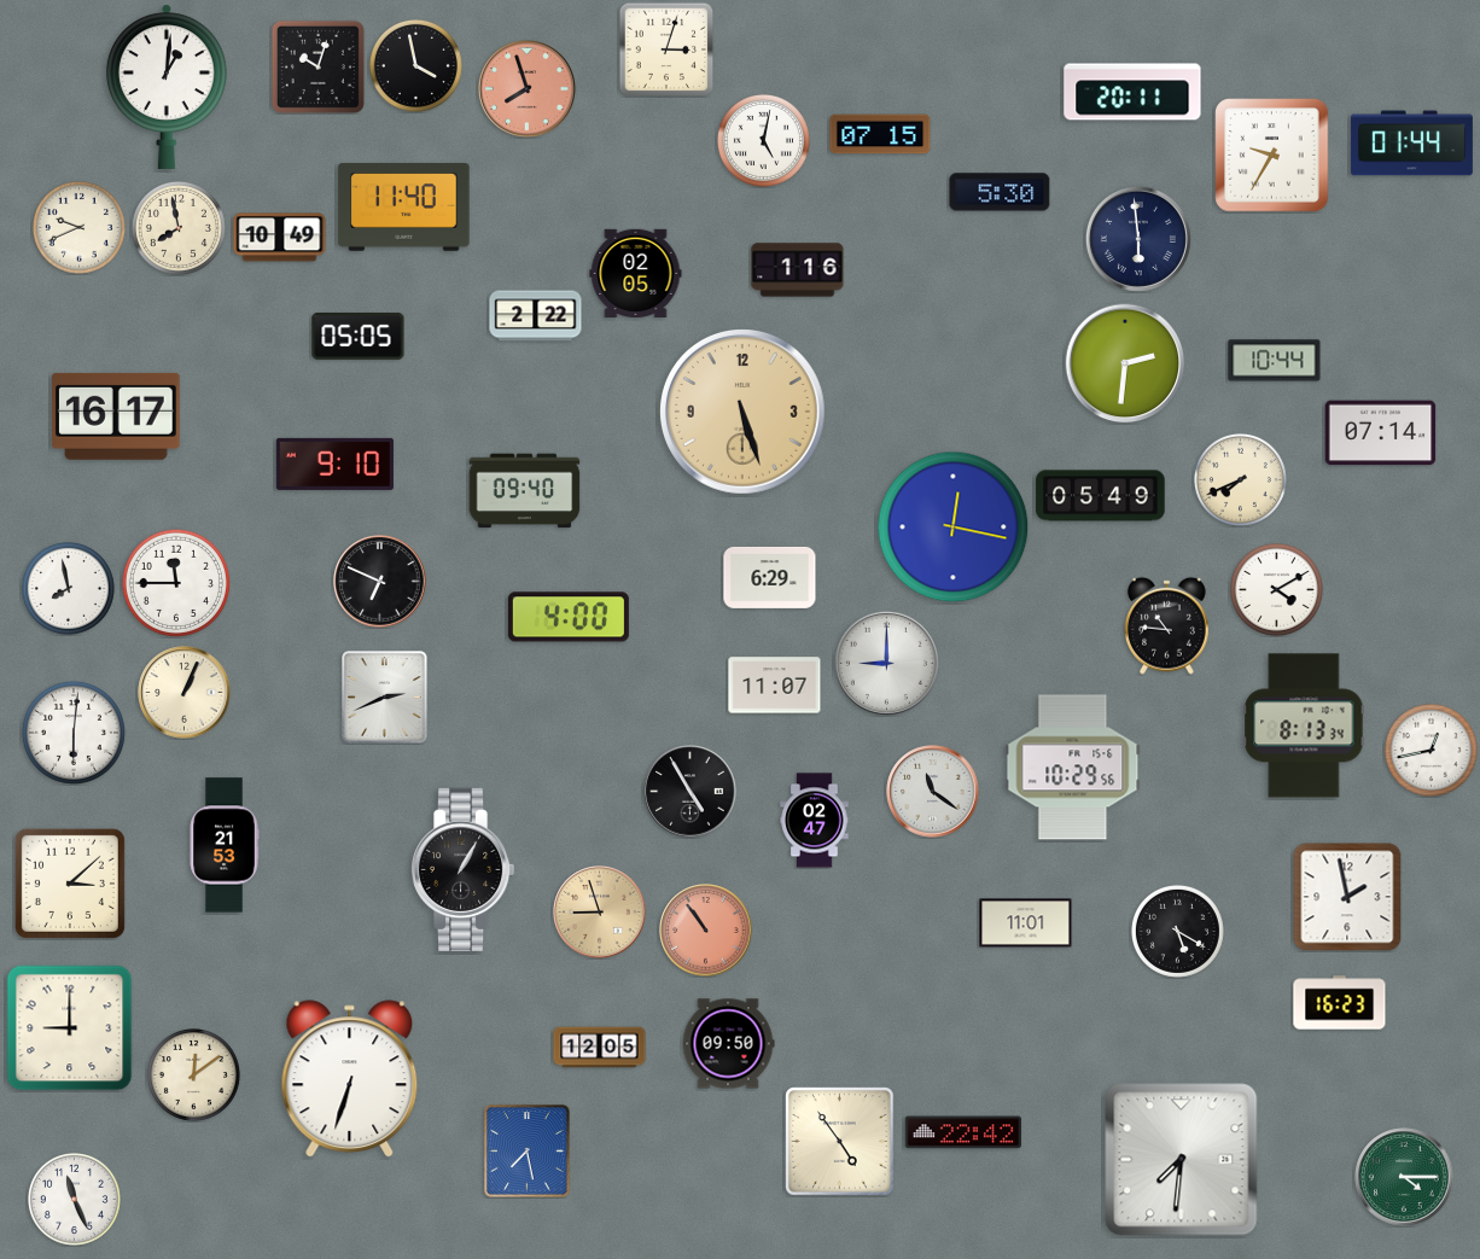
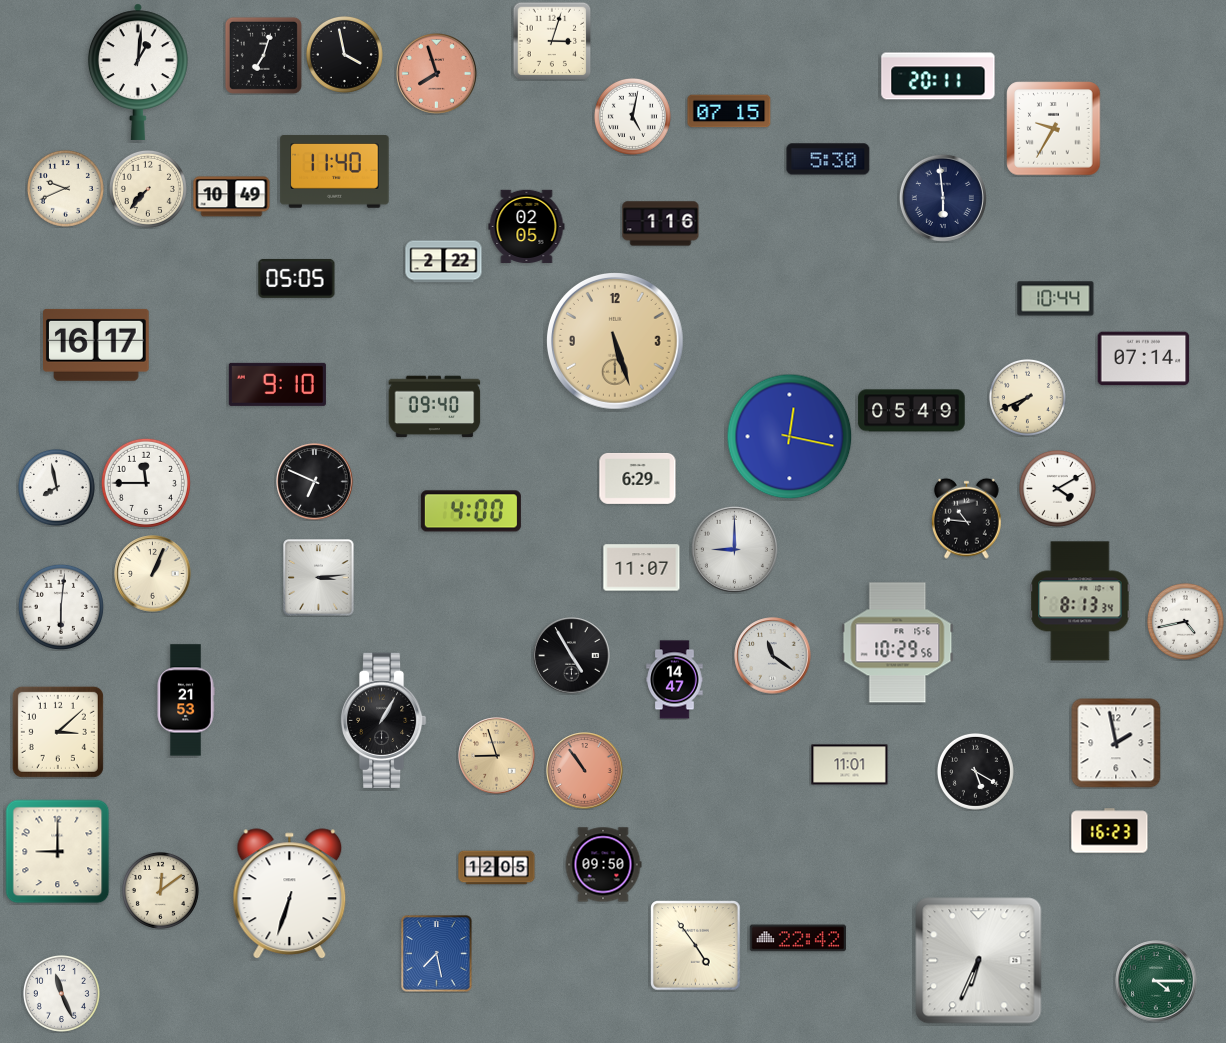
clock at (317, 66): 10:03 -> 7:03
clock at (1411, 144): 01:44 -> none
clock at (179, 228): 7:58 -> 7:37
clock at (1125, 363): 2:31 -> none
clock at (385, 698): 2:41 -> 3:14
clock at (1431, 750): 12:43 -> 4:43
clock at (1073, 768) position: (1073, 768) -> (898, 643)
clock at (815, 821): 02:47 -> 14:47
clock at (1182, 1160): 7:31 -> 6:34
clock at (1405, 1178) position: (1405, 1178) -> (1157, 982)
